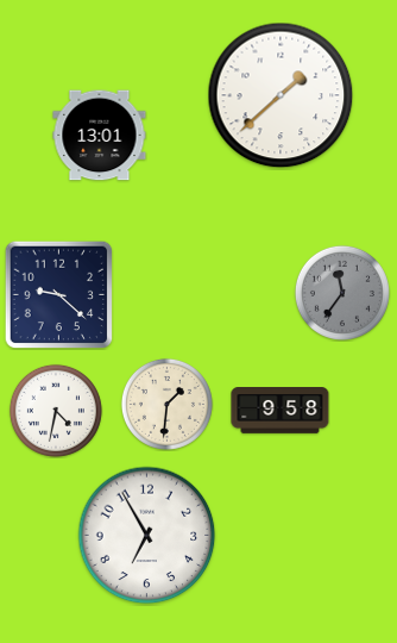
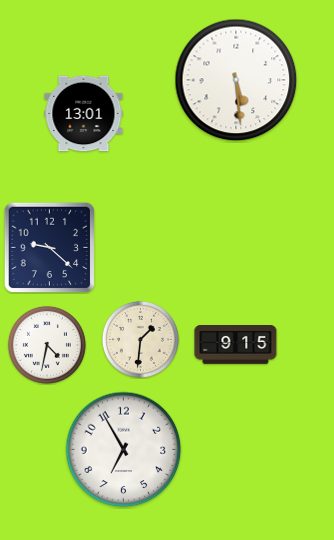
clock at (281, 95): 1:38 -> 5:29
clock at (342, 293): 11:36 -> none
clock at (281, 411): 9:58 -> 9:15
